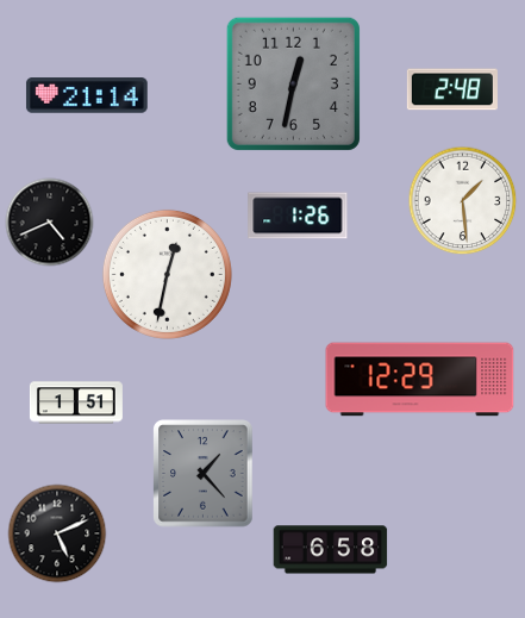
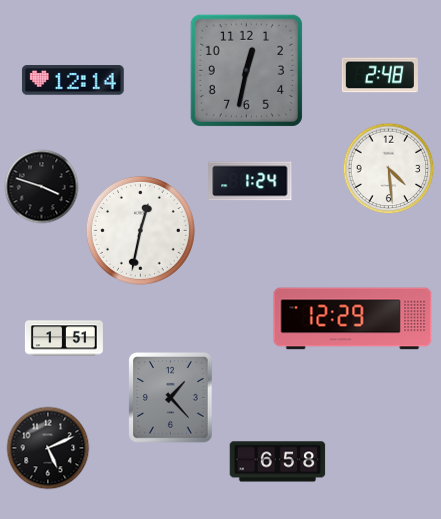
clock at (87, 95): 21:14 -> 12:14
clock at (463, 201): 1:29 -> 4:29
clock at (298, 216): 1:26 -> 1:24
clock at (50, 223): 4:41 -> 3:48
